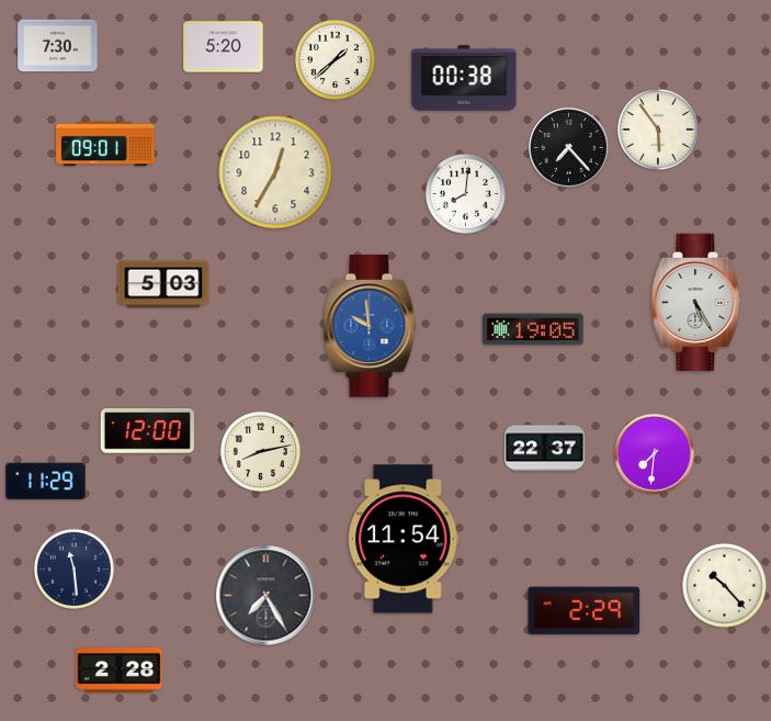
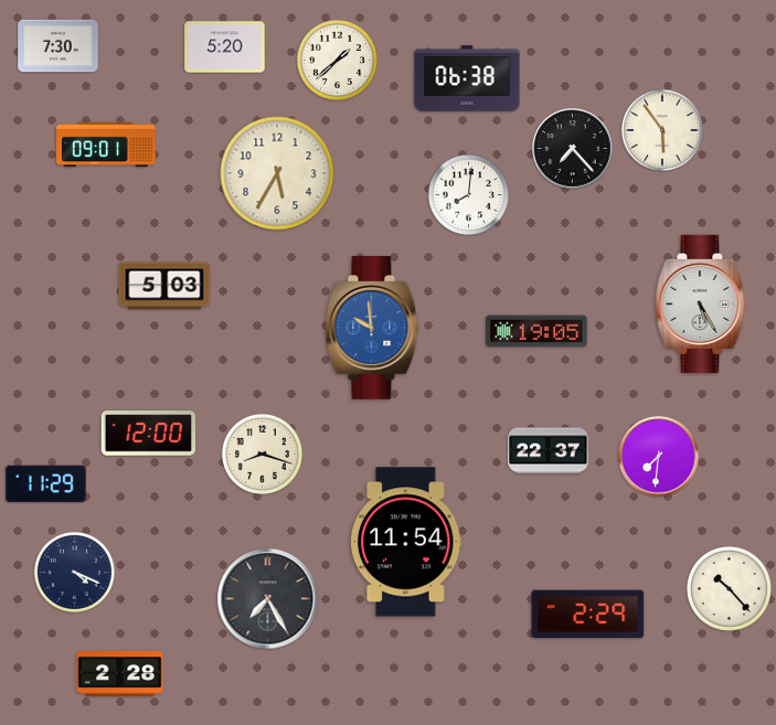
clock at (464, 78): 00:38 -> 06:38
clock at (275, 172): 12:35 -> 5:35
clock at (260, 451): 8:13 -> 8:18
clock at (73, 568): 11:29 -> 4:19
